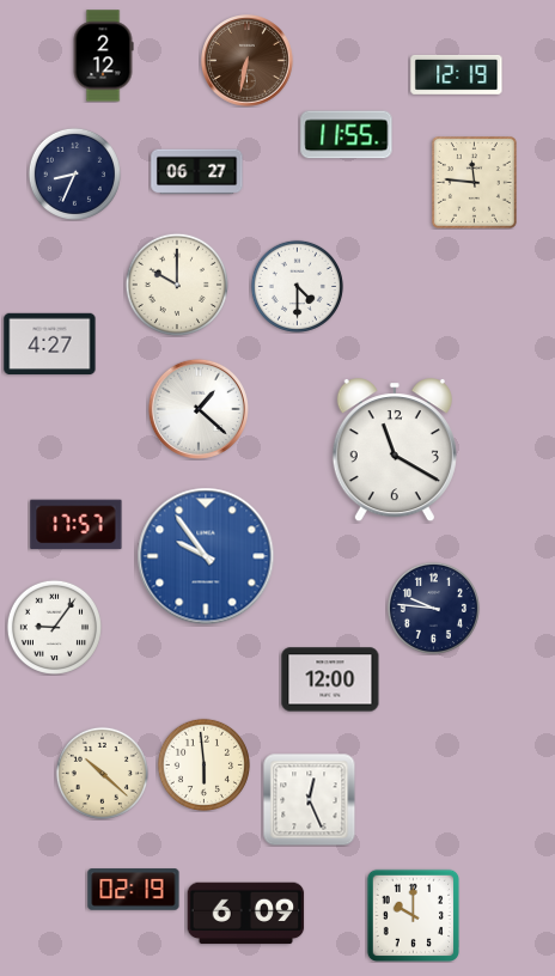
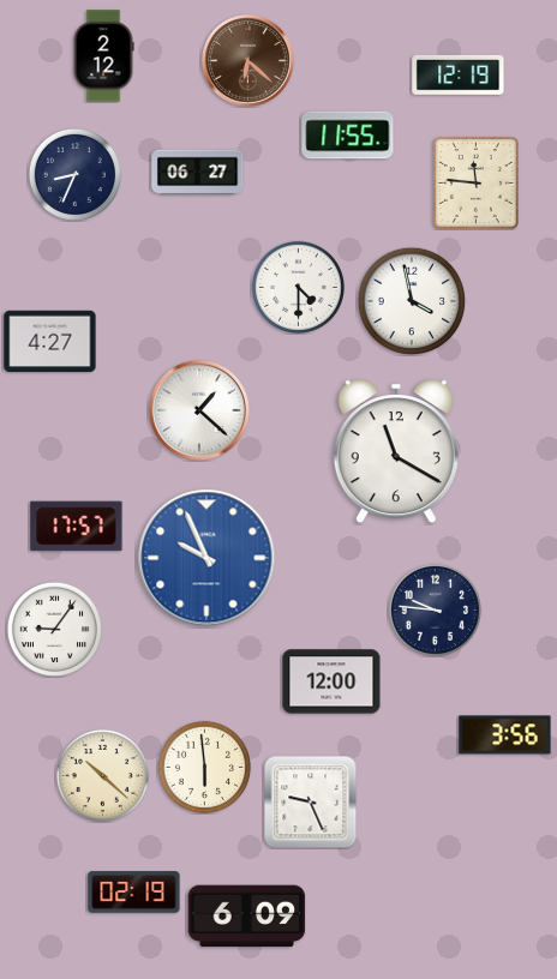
clock at (248, 61): 6:32 -> 6:22
clock at (177, 285): 10:00 -> none
clock at (412, 301): none -> 3:58
clock at (50, 344) position: (50, 344) -> (50, 342)
clock at (206, 556): 9:54 -> 9:56
clock at (505, 735): none -> 3:56
clock at (309, 799): 12:26 -> 9:26
clock at (413, 915): 10:00 -> none
